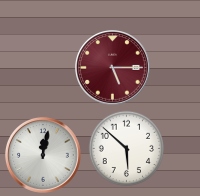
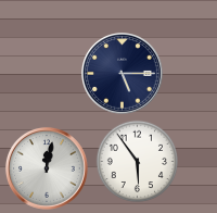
clock at (113, 68) dial: burgundy -> navy
clock at (126, 148): 5:52 -> 5:54
